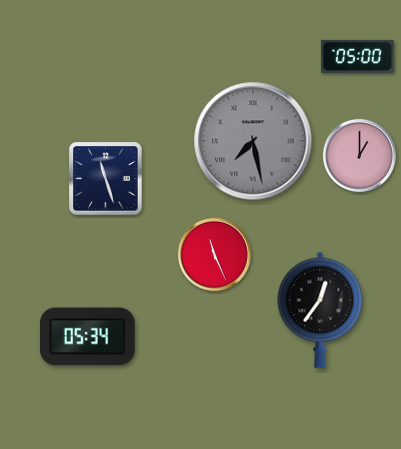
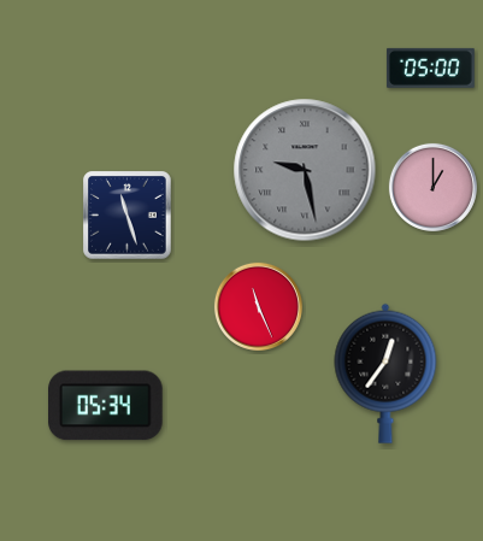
clock at (253, 141): 7:28 -> 9:28
